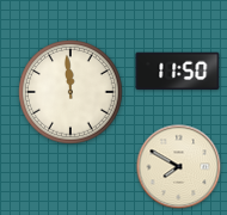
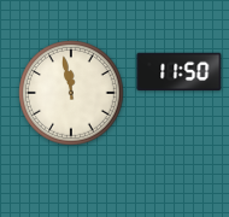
clock at (70, 92): 11:59 -> 11:58
clock at (179, 167): 7:50 -> none
